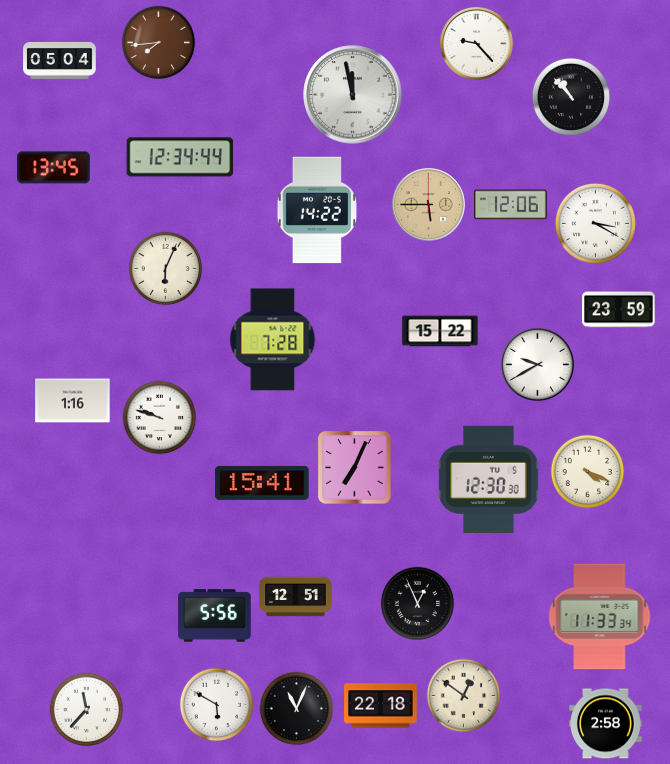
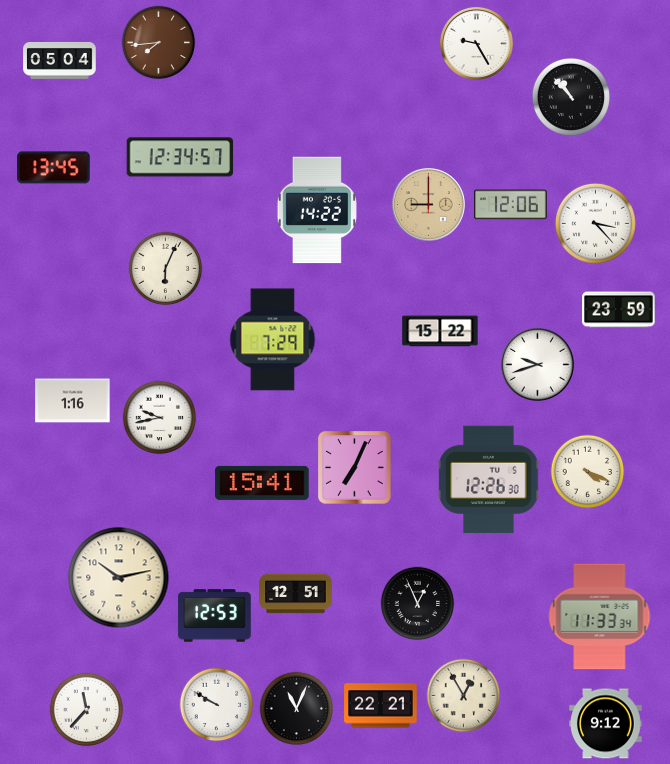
clock at (476, 43): 9:23 -> 9:25
clock at (353, 95): 11:58 -> none
clock at (180, 157): 12:34:44 -> 12:34:57
clock at (428, 204): 5:45 -> 9:00
clock at (595, 223): 3:20 -> 3:23
clock at (273, 340): 7:28 -> 7:29
clock at (537, 364): 9:40 -> 9:42
clock at (160, 418): 9:48 -> 9:43
clock at (489, 480): 12:30 -> 12:26
clock at (119, 578): none -> 10:13
clock at (296, 597) position: (296, 597) -> (296, 594)
clock at (215, 616): 5:56 -> 12:53
clock at (464, 696): 12:51 -> 12:55
clock at (217, 705): 5:50 -> 9:50
clock at (381, 706): 22:18 -> 22:21
clock at (606, 724): 2:58 -> 9:12
